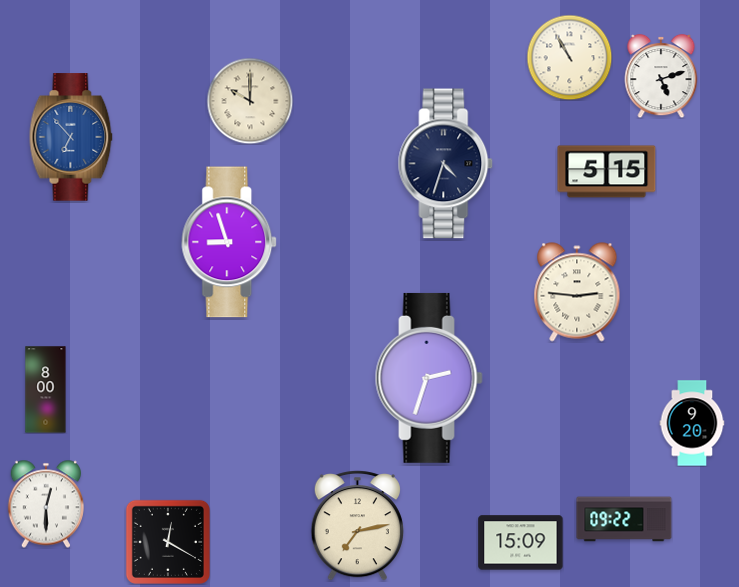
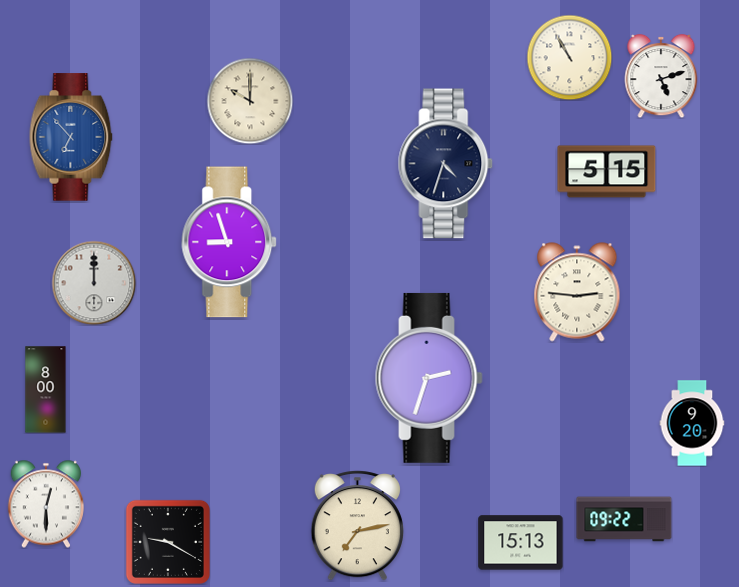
clock at (94, 283): none -> 12:00
clock at (168, 542): 12:20 -> 9:20
clock at (521, 543): 15:09 -> 15:13
